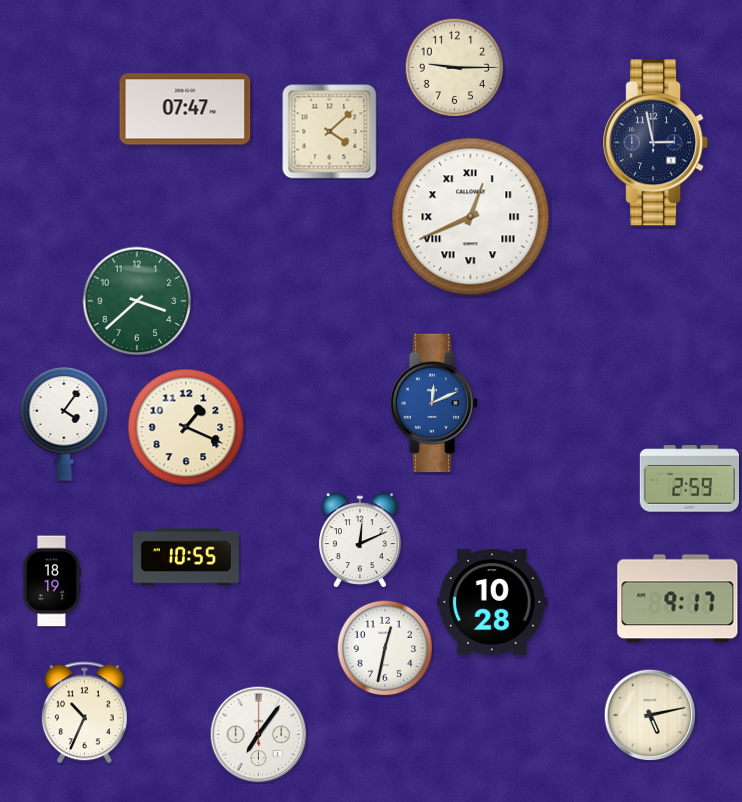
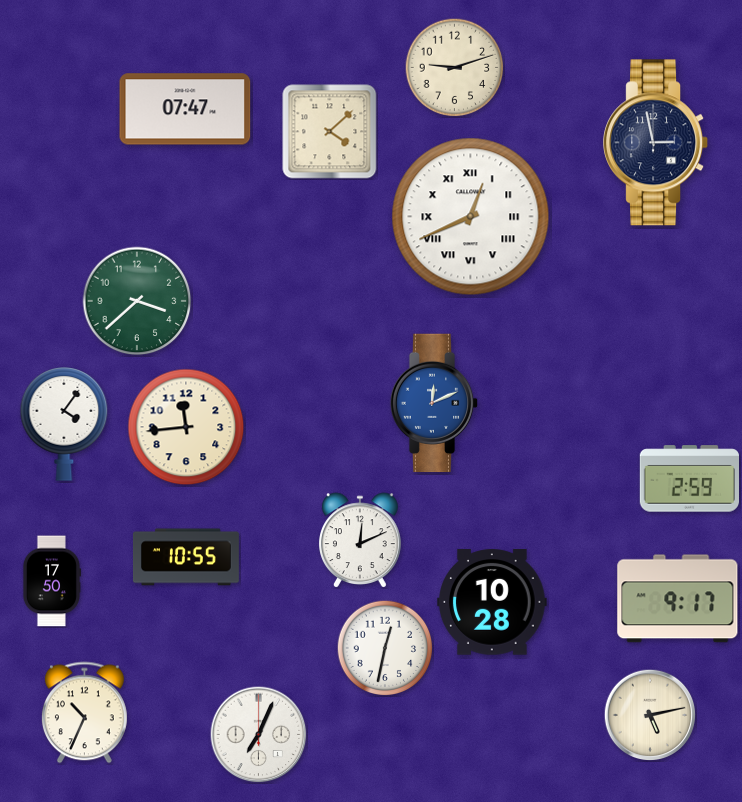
clock at (455, 68): 9:15 -> 9:12
clock at (186, 427): 1:19 -> 11:44
clock at (51, 581): 18:19 -> 17:50
clock at (259, 735): 7:06 -> 7:04
